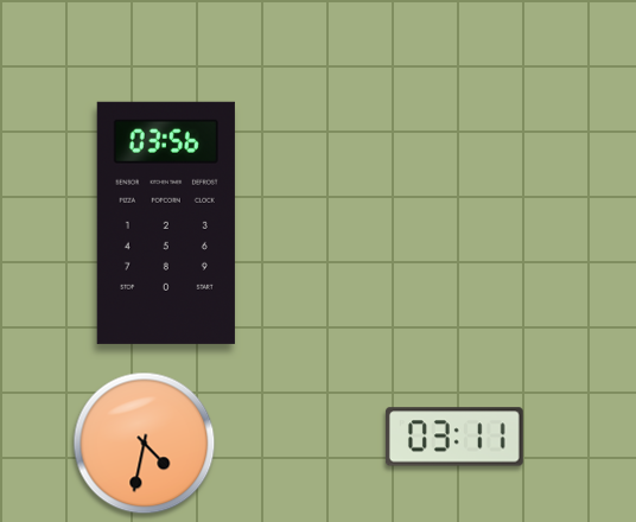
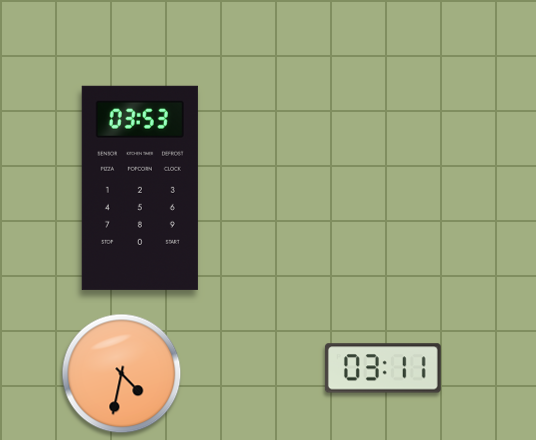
clock at (166, 223): 03:56 -> 03:53
